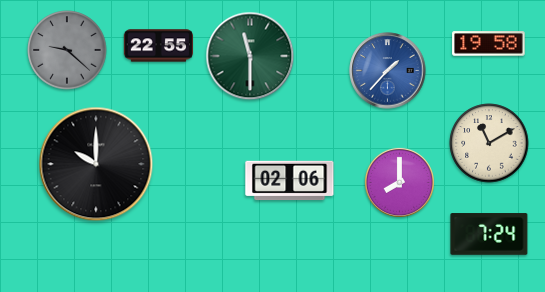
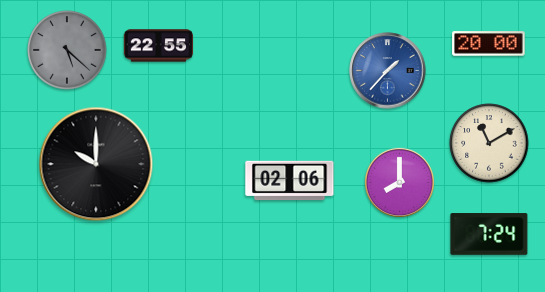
clock at (489, 44): 19:58 -> 20:00
clock at (67, 50): 9:22 -> 5:22
clock at (250, 56): 11:30 -> none
